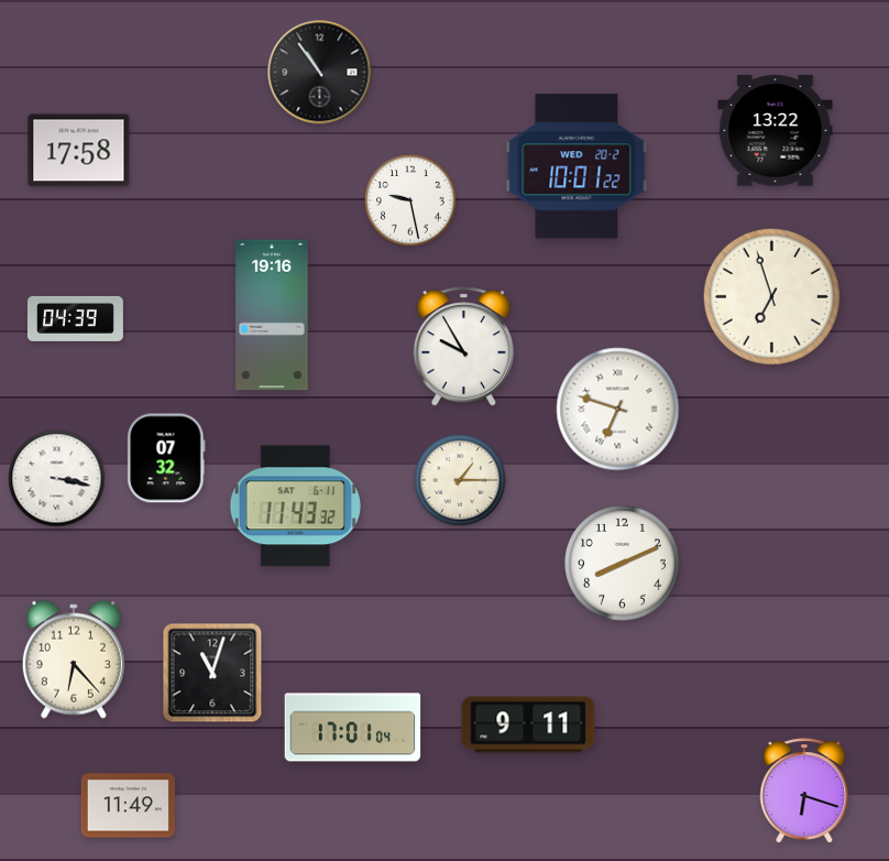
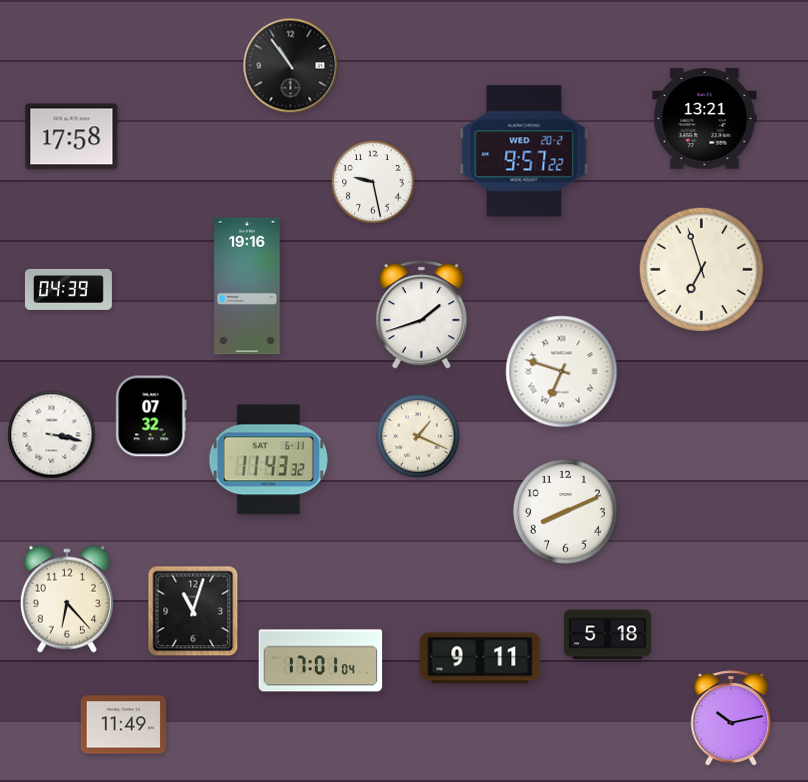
clock at (776, 131): 13:22 -> 13:21
clock at (577, 166): 10:01 -> 9:57
clock at (463, 347): 9:55 -> 1:42
clock at (460, 480): 1:15 -> 1:19
clock at (607, 635): none -> 5:18
clock at (804, 791): 6:18 -> 10:13
clock at (128, 806) position: (128, 806) -> (123, 725)
